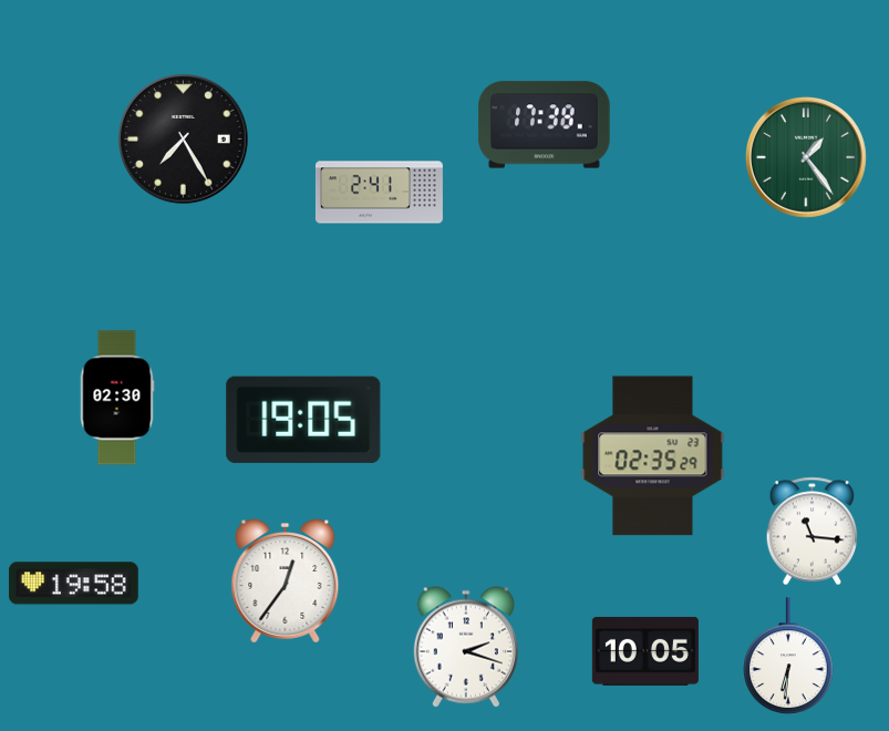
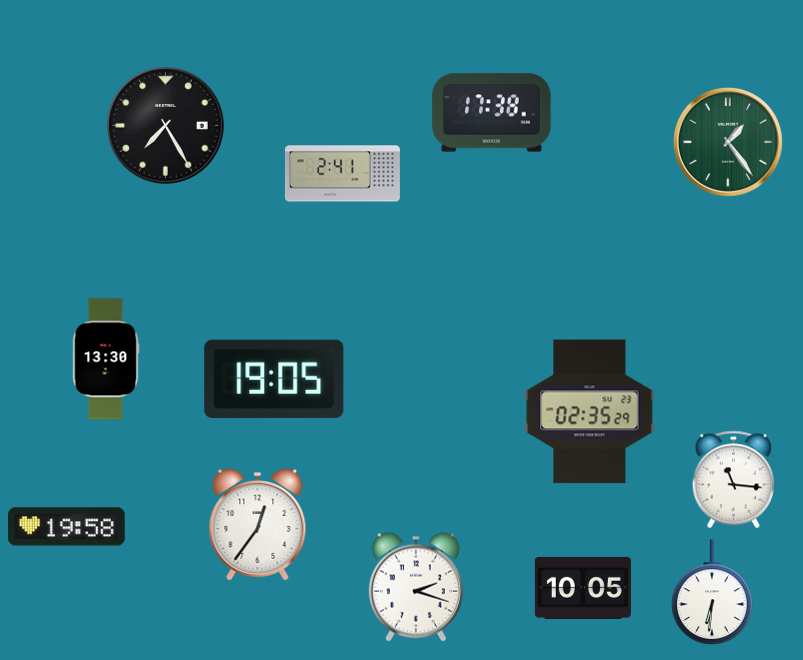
clock at (117, 398): 02:30 -> 13:30
clock at (466, 647) position: (466, 647) -> (416, 587)
